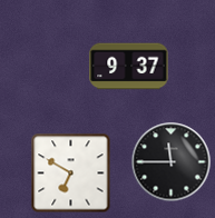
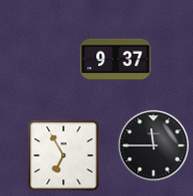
clock at (71, 174): 6:50 -> 6:55
